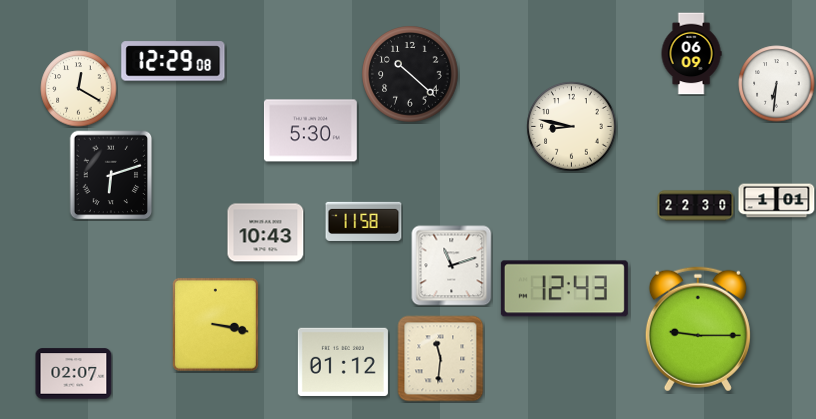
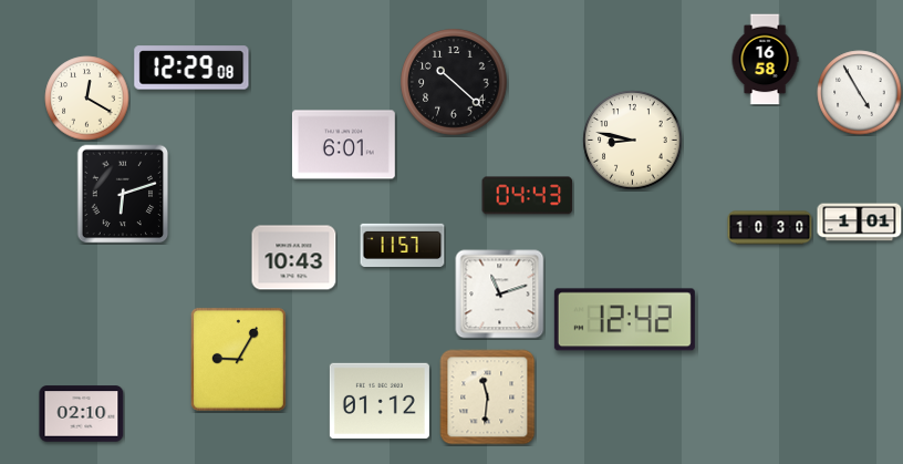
clock at (691, 54): 06:09 -> 16:58
clock at (777, 84): 6:31 -> 4:55
clock at (310, 131): 5:30 -> 6:01
clock at (528, 196): none -> 04:43
clock at (696, 206): 22:30 -> 10:30
clock at (364, 221): 11:58 -> 11:57
clock at (564, 289): 12:43 -> 12:42
clock at (215, 324): 3:17 -> 9:05
clock at (698, 329): 9:15 -> none
clock at (74, 374): 02:07 -> 02:10
